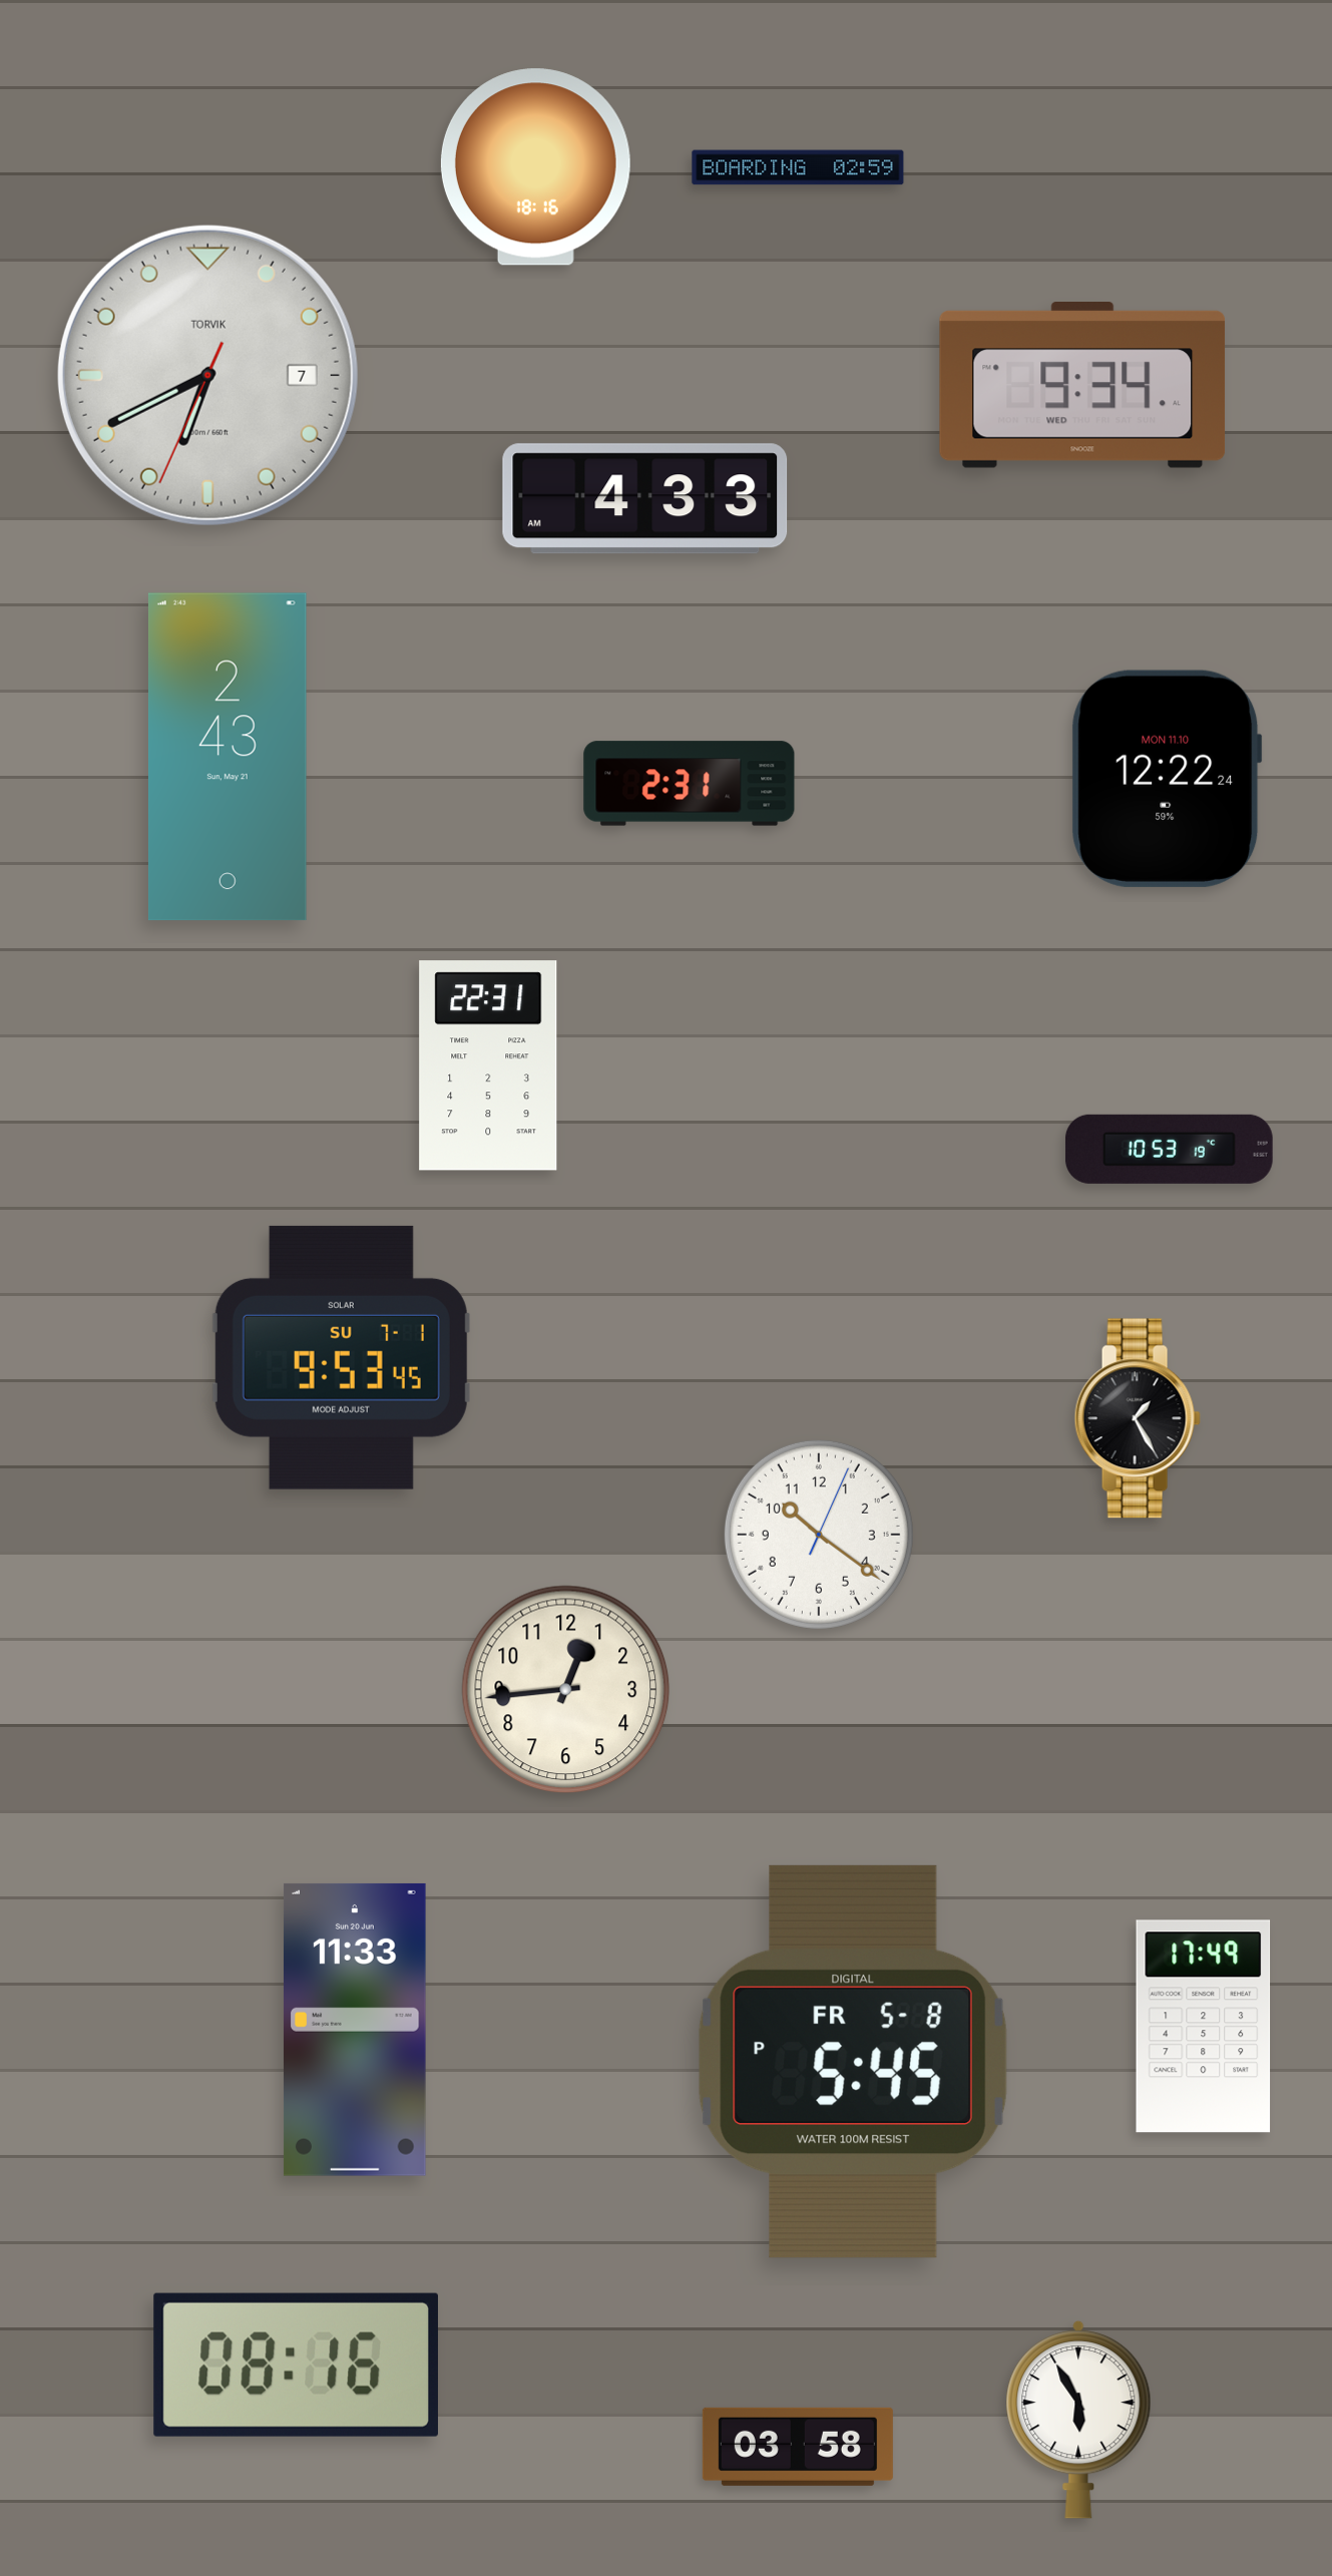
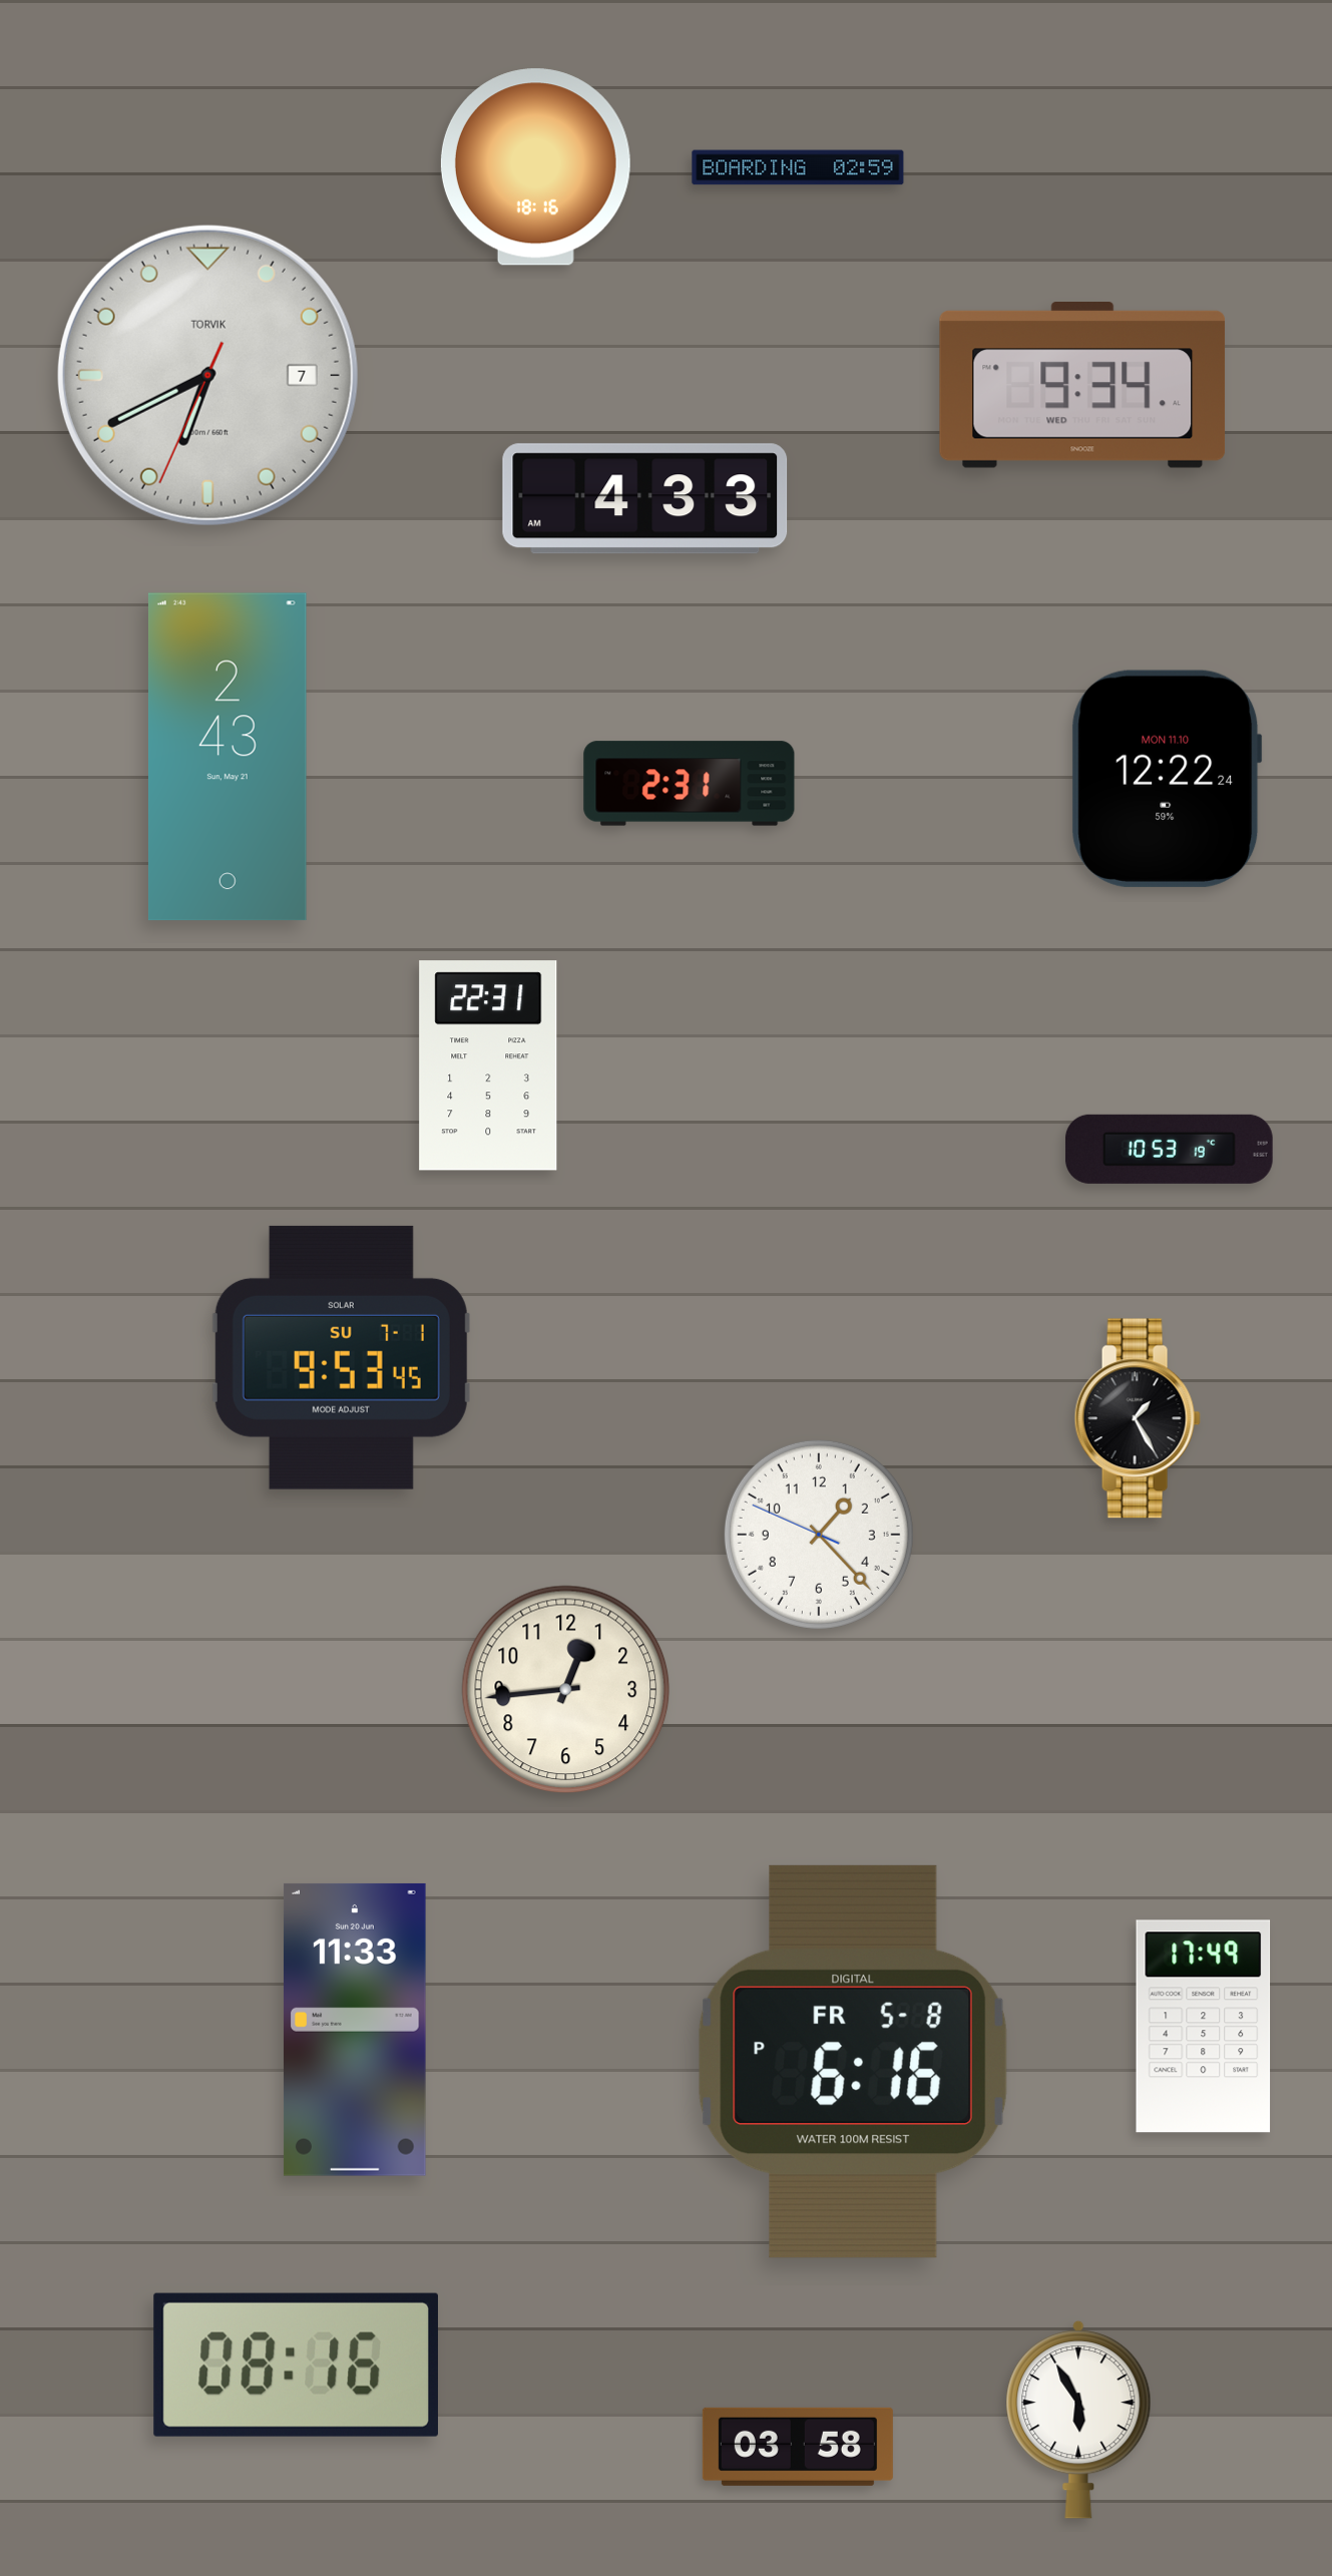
clock at (819, 1535): 10:21 -> 1:22
clock at (853, 2062): 5:45 -> 6:16
